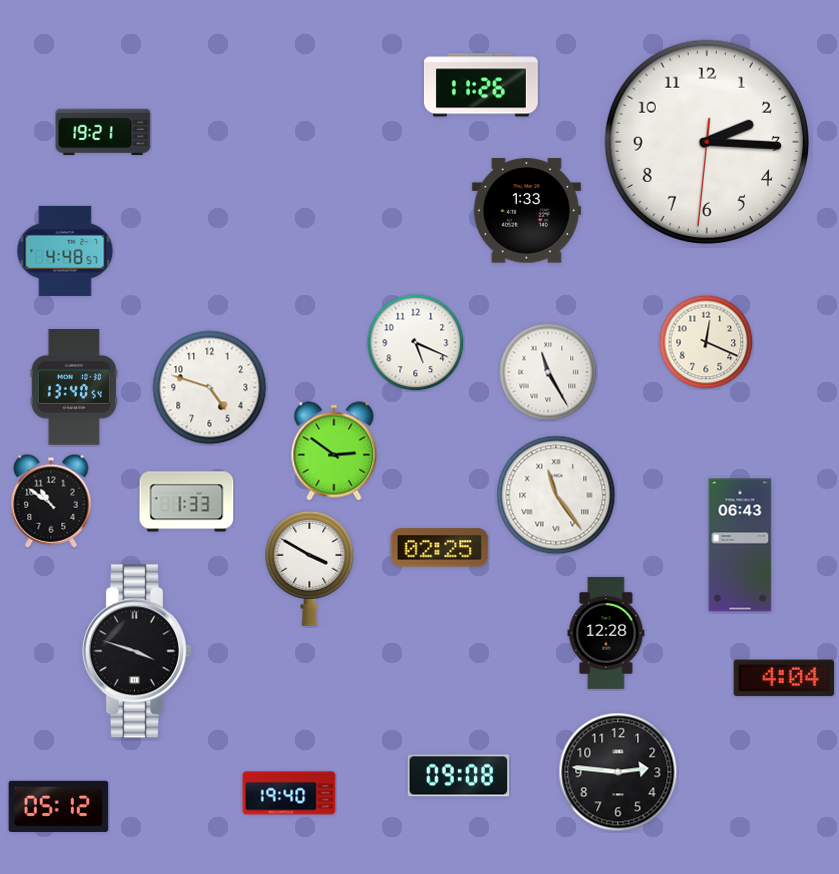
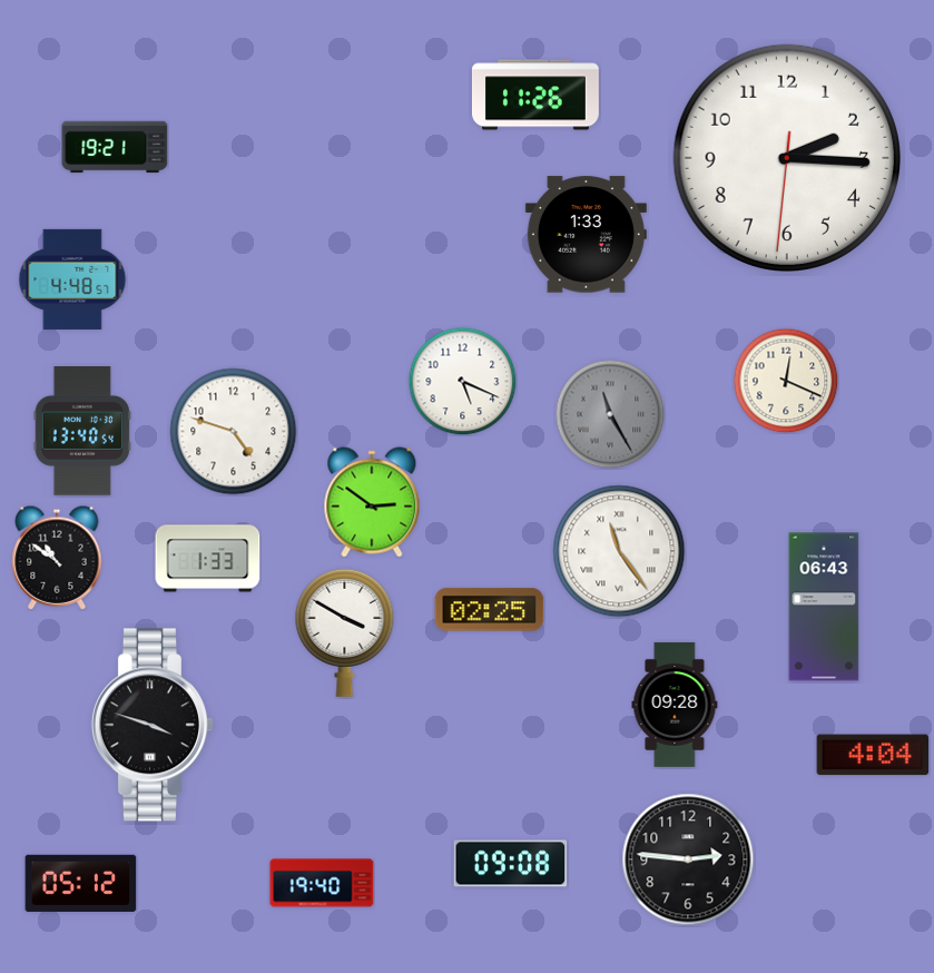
clock at (548, 372) dial: white -> grey
clock at (606, 633): 12:28 -> 09:28
clock at (59, 806) position: (59, 806) -> (81, 883)
